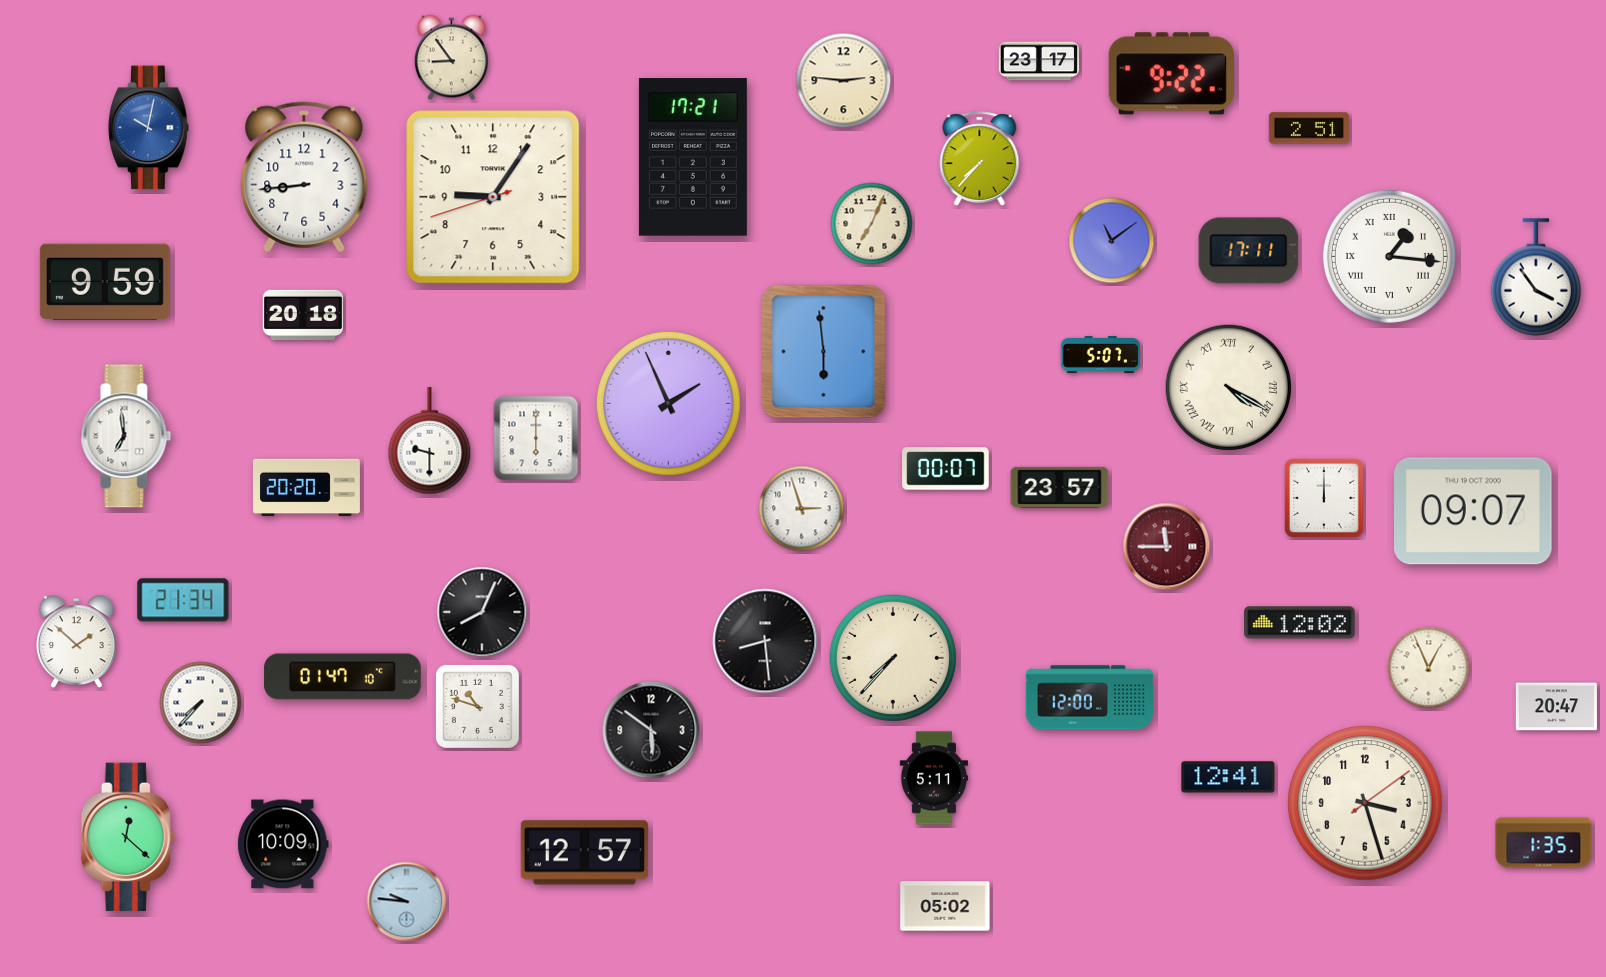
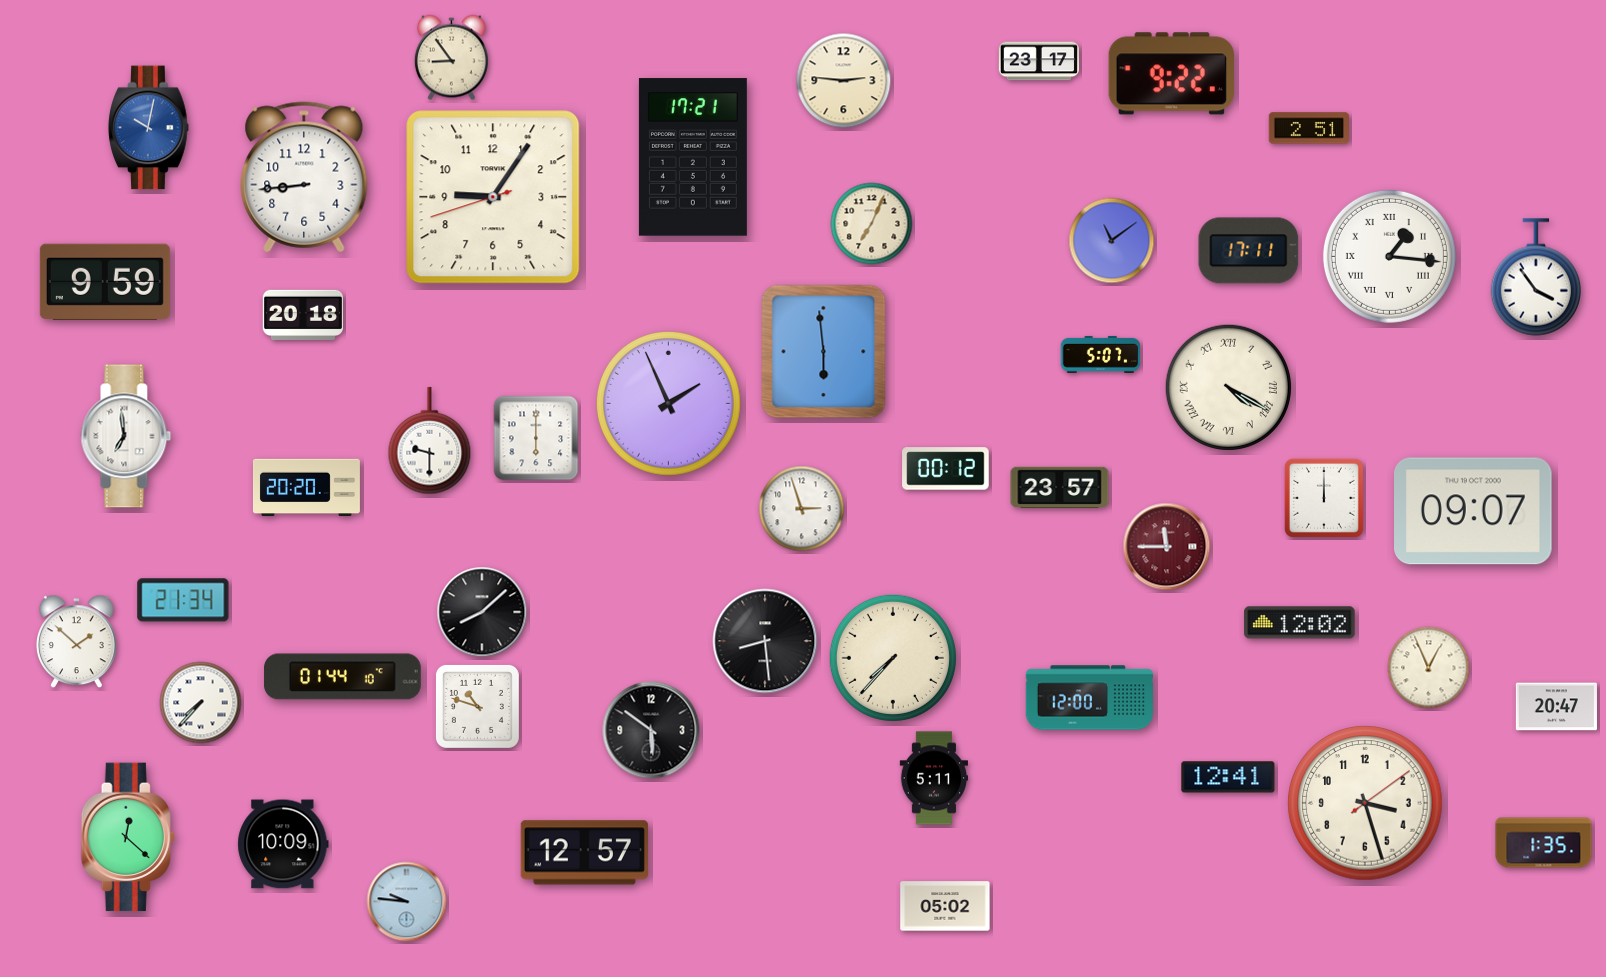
clock at (980, 159): 7:37 -> none
clock at (946, 469): 00:07 -> 00:12
clock at (482, 612): 8:04 -> 8:08
clock at (343, 677): 01:47 -> 01:44
